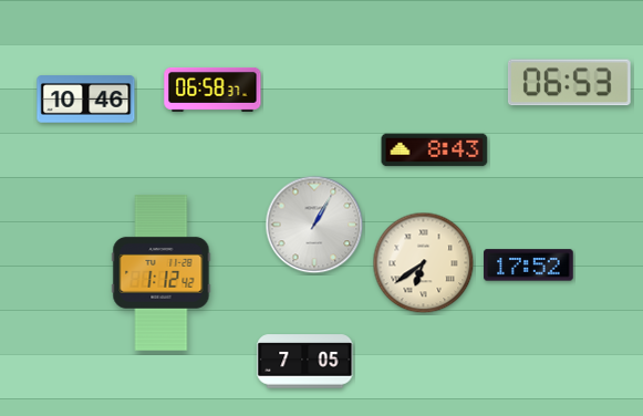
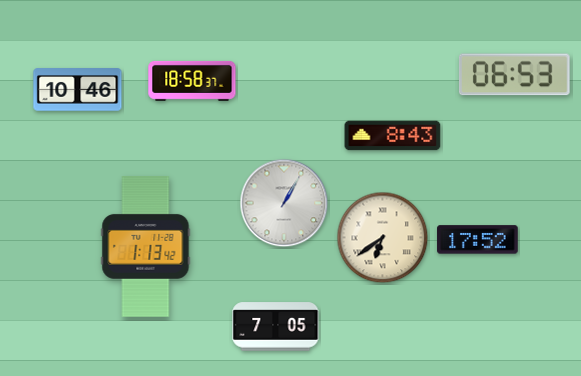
clock at (212, 90): 06:58 -> 18:58
clock at (162, 273): 1:12 -> 1:13
